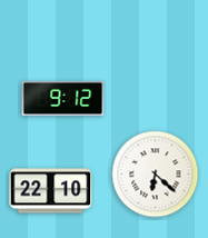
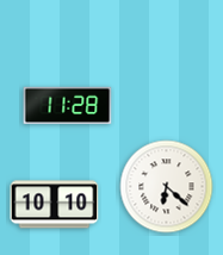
clock at (63, 99): 9:12 -> 11:28
clock at (51, 191): 22:10 -> 10:10
